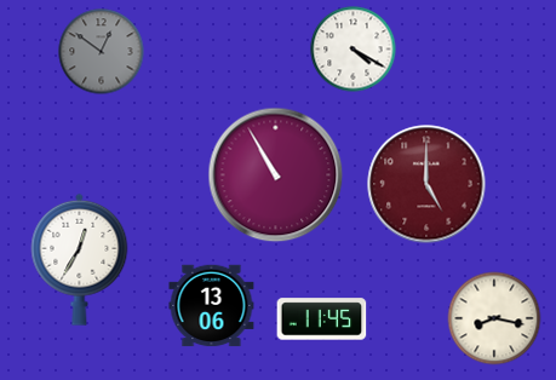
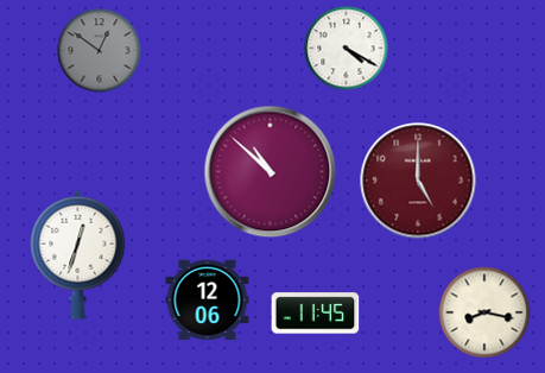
clock at (276, 175): 10:55 -> 10:52
clock at (80, 259): 12:35 -> 12:33
clock at (212, 306): 13:06 -> 12:06
